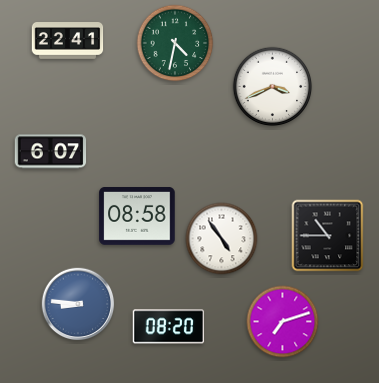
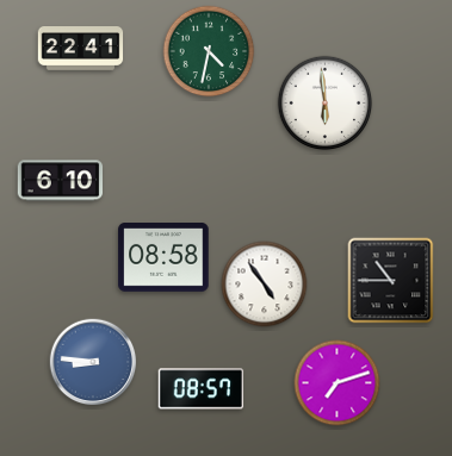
clock at (273, 87): 3:41 -> 5:59
clock at (51, 152): 6:07 -> 6:10
clock at (169, 327): 08:20 -> 08:57
